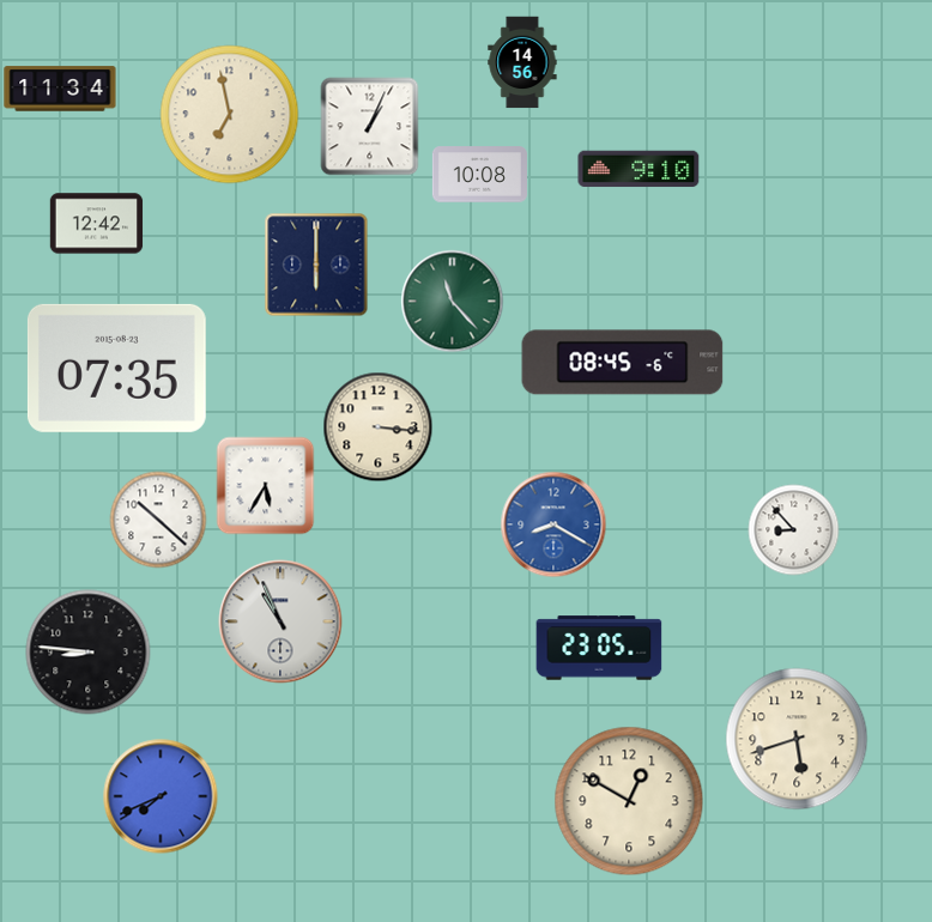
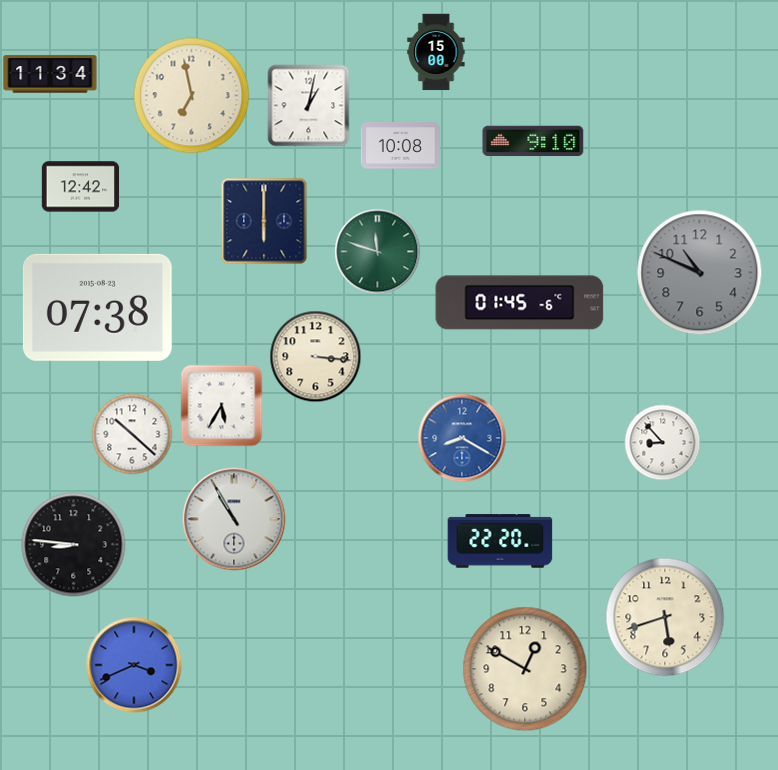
clock at (522, 62): 14:56 -> 15:00
clock at (370, 127): 1:04 -> 1:02
clock at (453, 302): 11:23 -> 11:48
clock at (700, 273): none -> 10:49
clock at (623, 363): 08:45 -> 01:45
clock at (116, 368): 07:35 -> 07:38
clock at (280, 621): 10:56 -> 10:55
clock at (599, 648): 23:05 -> 22:20
clock at (161, 796): 7:41 -> 3:41
